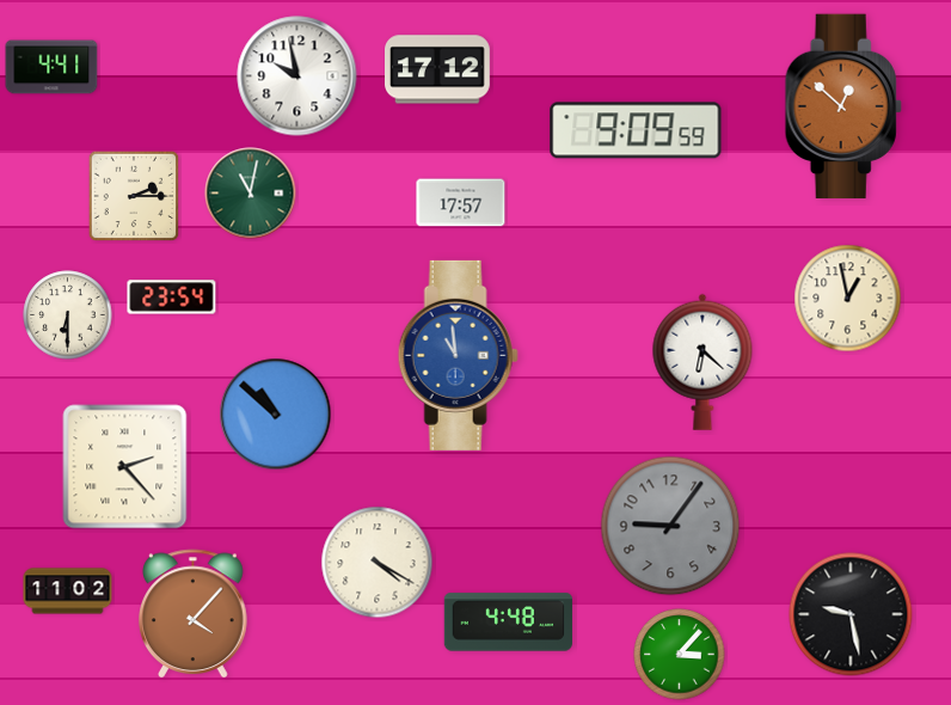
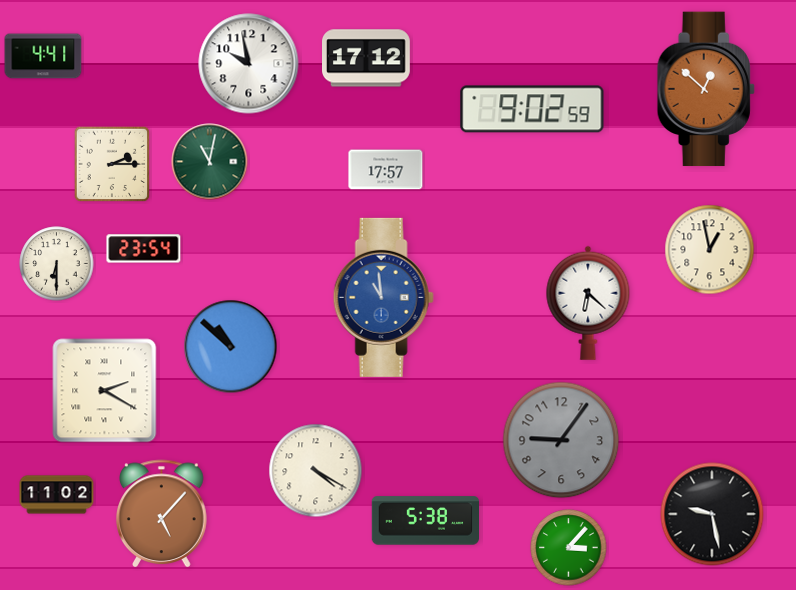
clock at (636, 130): 9:09 -> 9:02
clock at (125, 467): 2:23 -> 2:20
clock at (194, 614): 4:07 -> 5:07
clock at (508, 623): 4:48 -> 5:38
